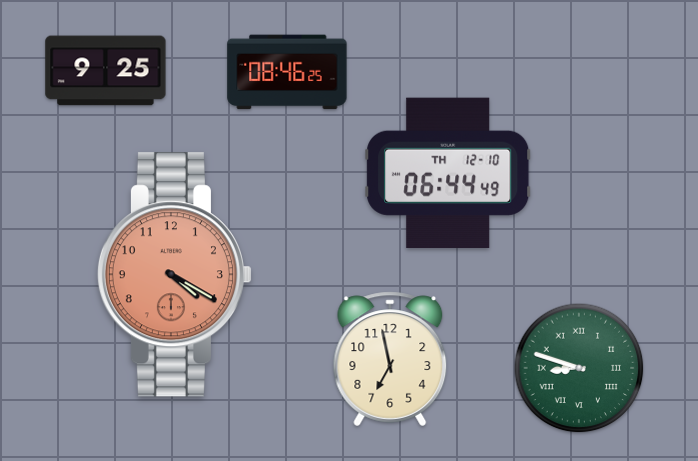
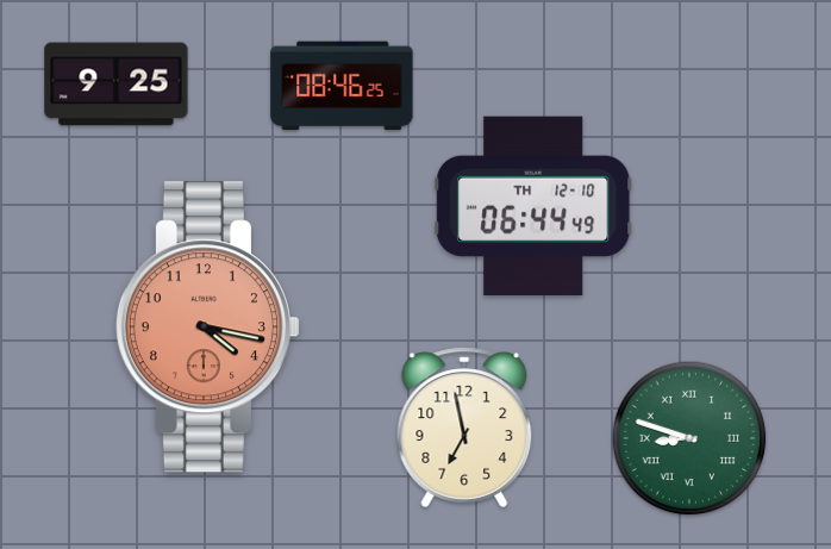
clock at (106, 71) position: (106, 71) -> (117, 85)
clock at (174, 275): 4:20 -> 4:17
